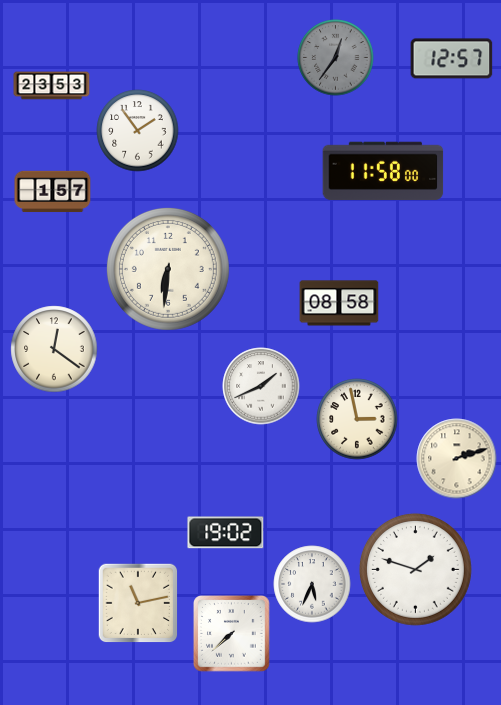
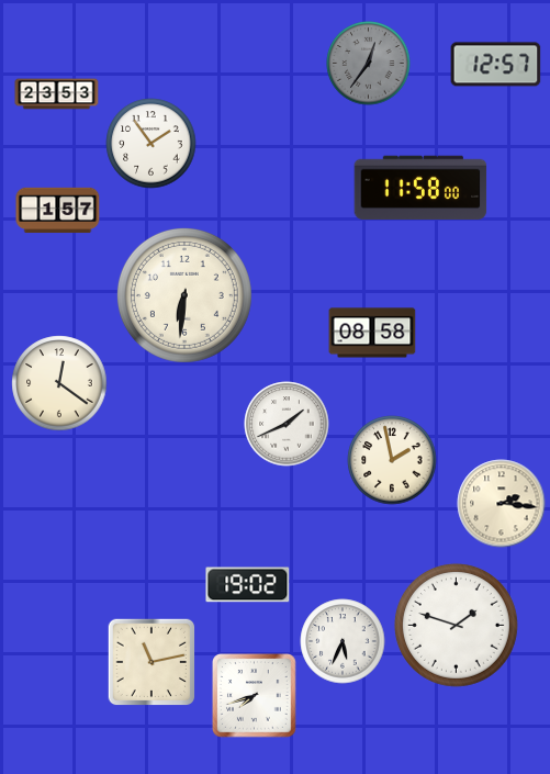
clock at (357, 419): 2:58 -> 1:58
clock at (457, 459): 2:12 -> 2:16
clock at (232, 634): 7:38 -> 7:42
